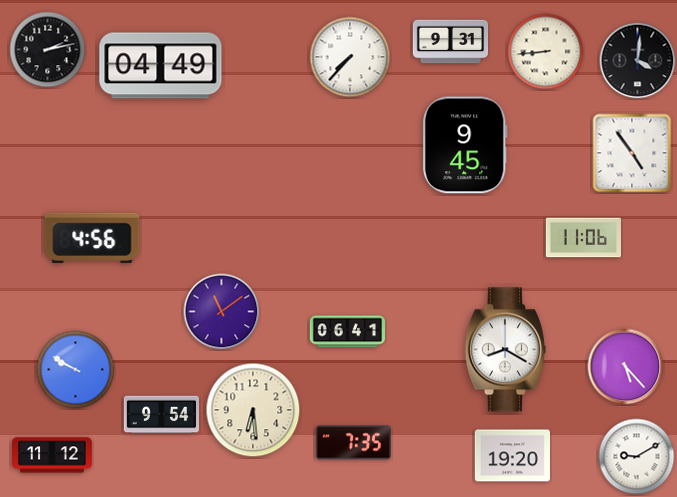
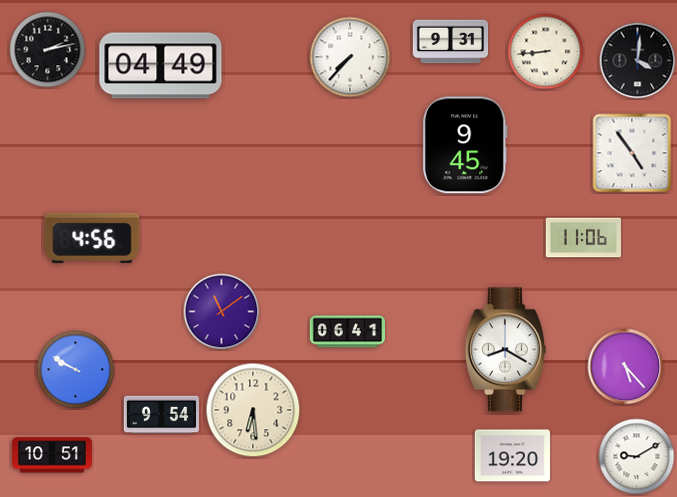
clock at (353, 443): 7:35 -> none
clock at (53, 455): 11:12 -> 10:51
